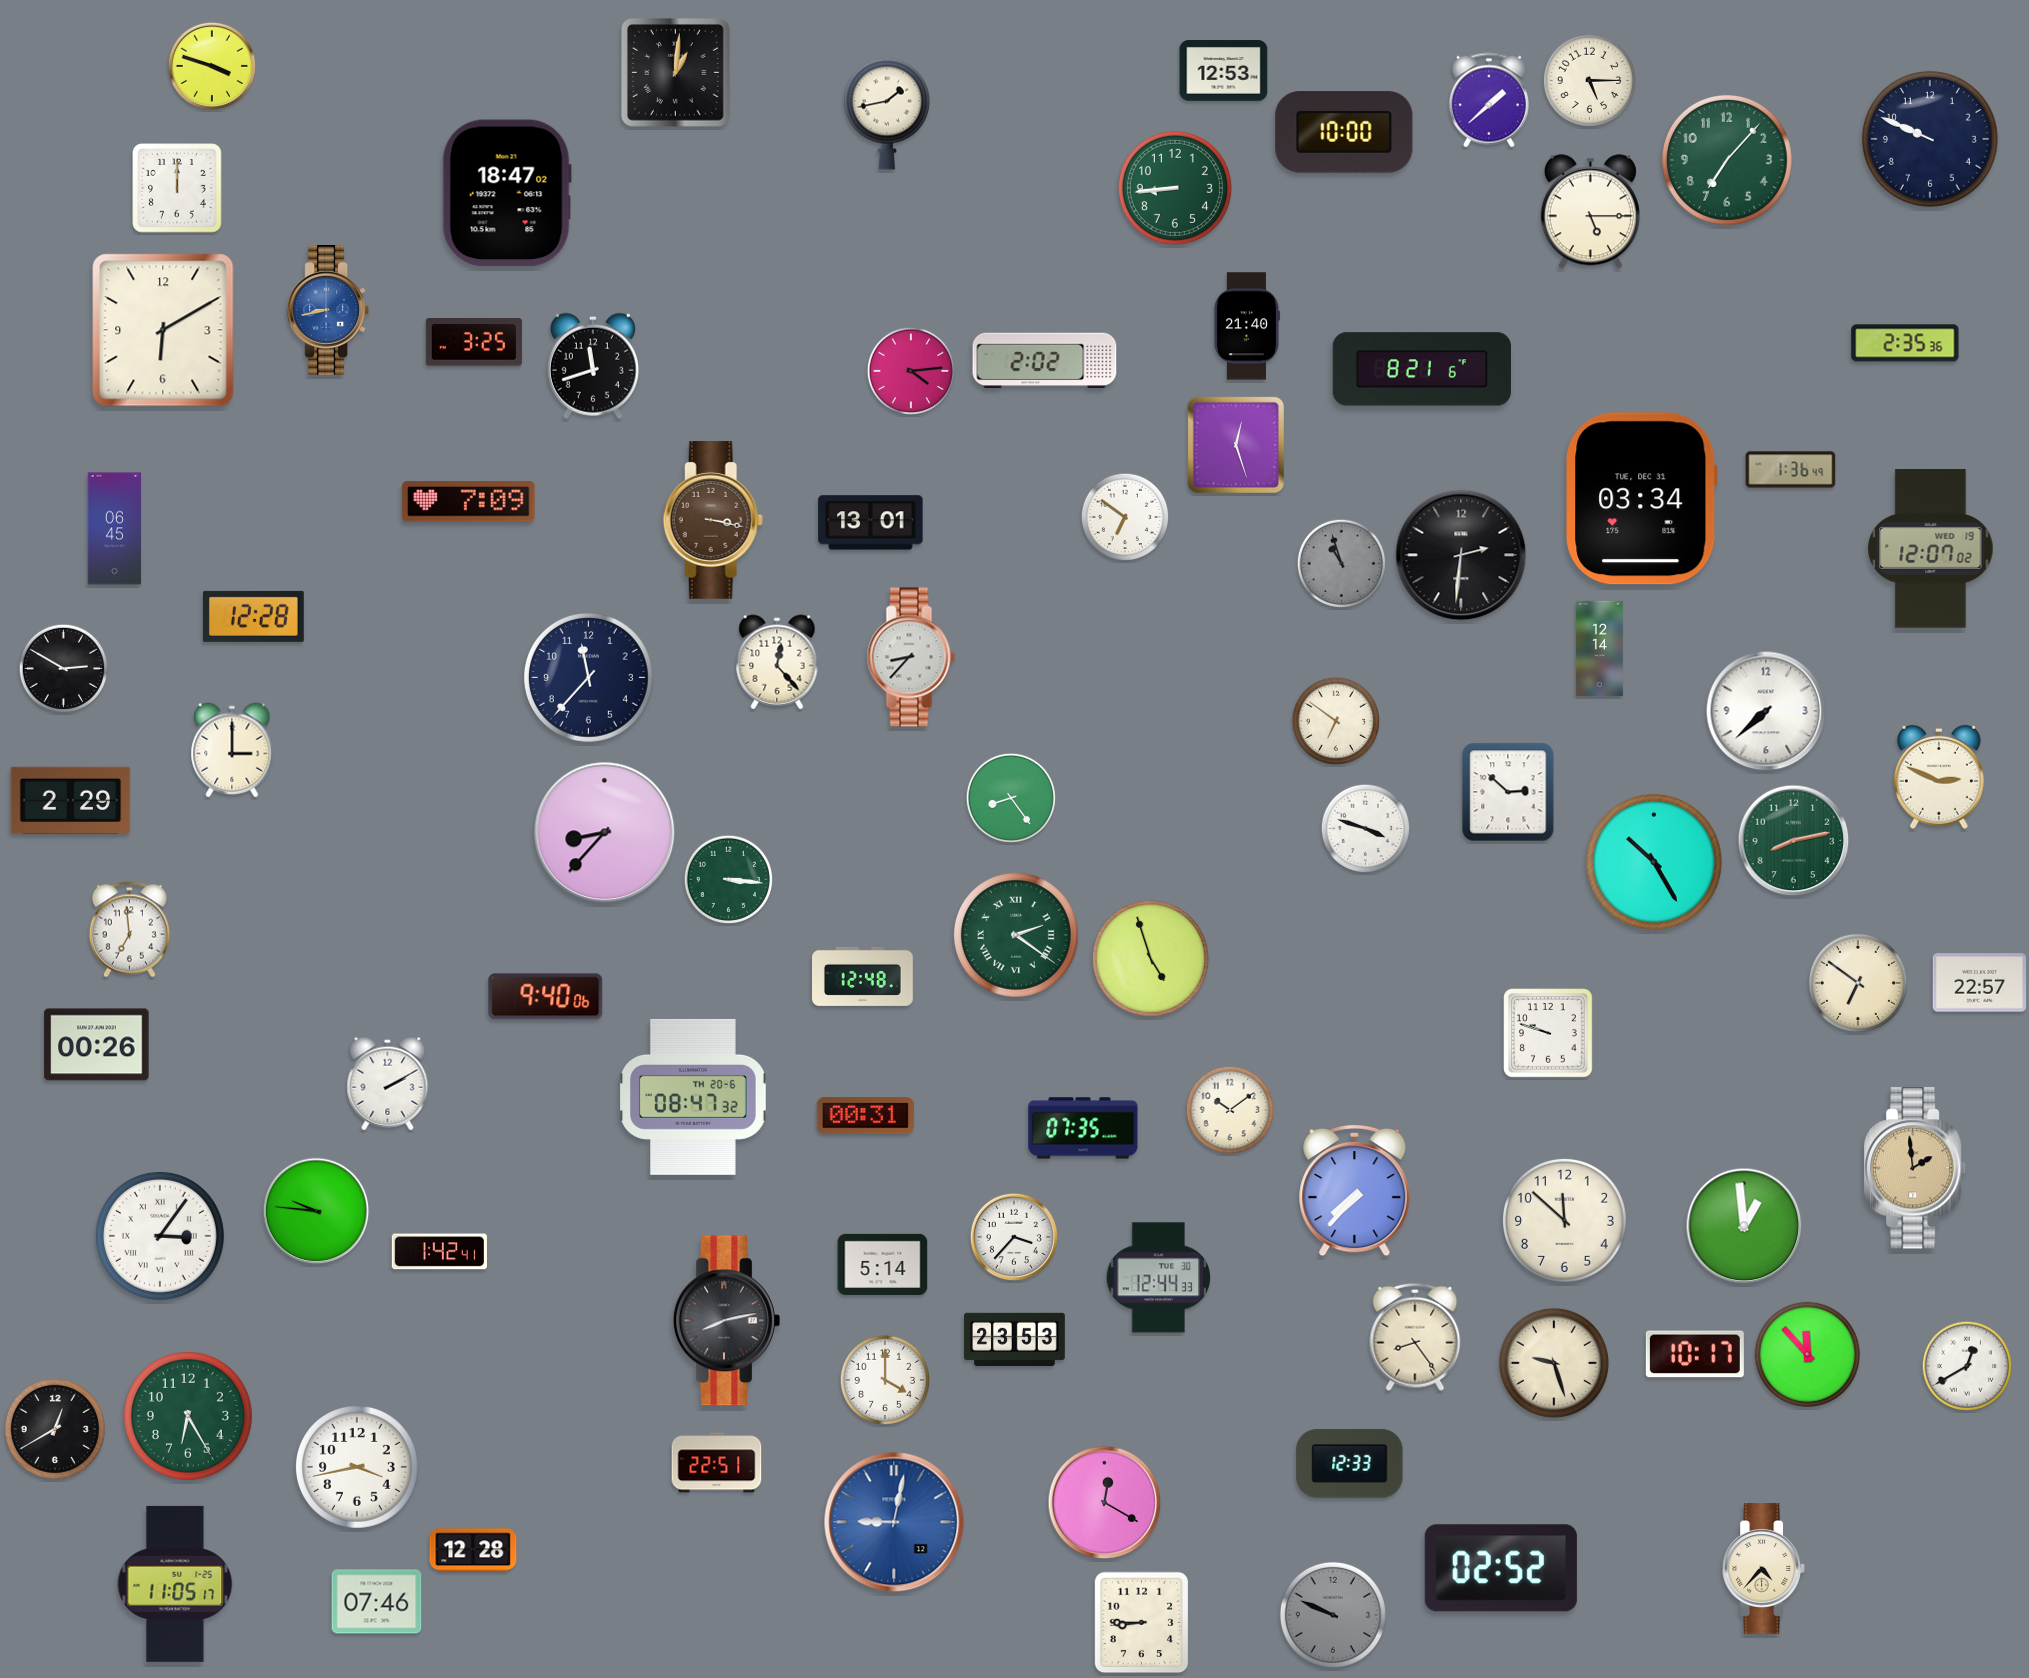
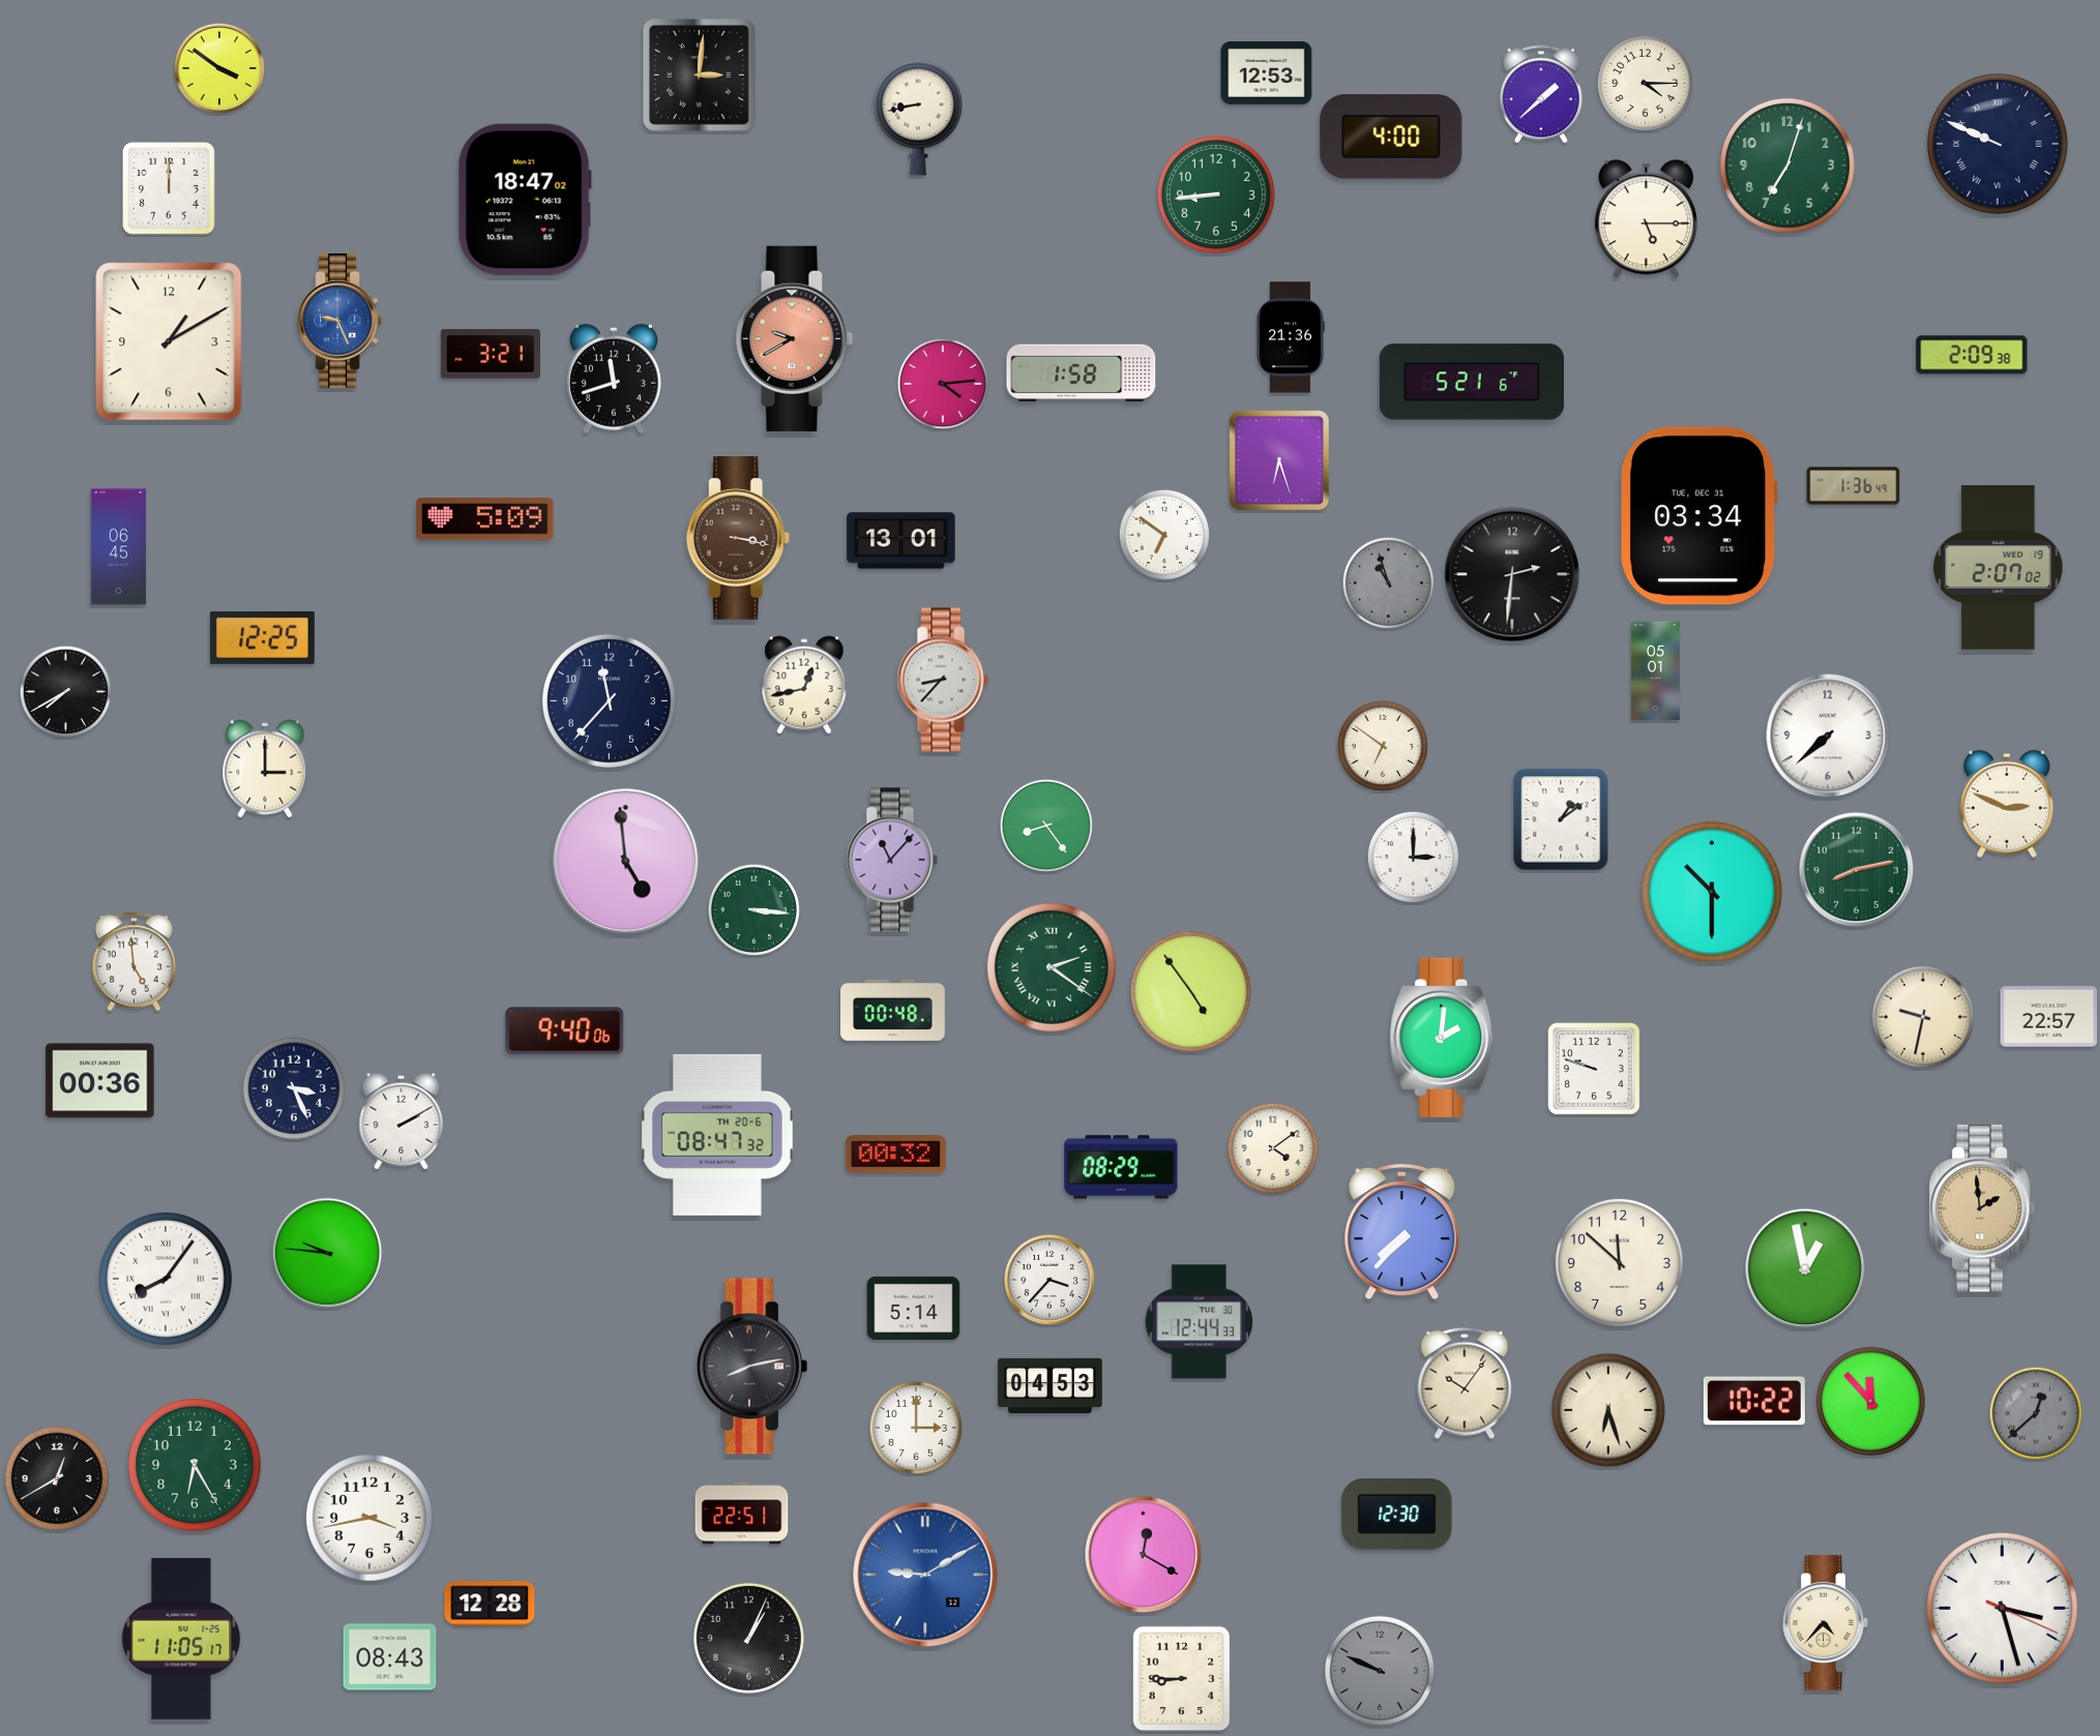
clock at (212, 66): 3:48 -> 3:51
clock at (676, 73): 1:01 -> 3:01
clock at (1589, 80): 5:15 -> 4:15
clock at (1489, 100) position: (1489, 100) -> (1541, 94)
clock at (887, 114): 1:43 -> 8:43
clock at (1344, 132): 10:00 -> 4:00
clock at (1930, 139) numerals: Arabic -> Roman
clock at (1727, 160): 7:07 -> 7:03
clock at (177, 188) position: (177, 188) -> (169, 188)
clock at (327, 311): 8:43 -> 9:26
clock at (1246, 326): 21:40 -> 21:36
clock at (795, 338): none -> 9:40
clock at (163, 330): 6:10 -> 1:10
clock at (474, 342): 3:25 -> 3:21
clock at (1905, 343): 2:35 -> 2:09
clock at (1045, 361): 2:02 -> 1:58
clock at (1422, 369): 8:21 -> 5:21
clock at (1236, 445): 12:27 -> 6:27
clock at (469, 502): 7:09 -> 5:09
clock at (1931, 549): 12:07 -> 2:07
clock at (253, 616): 12:28 -> 12:25
clock at (1599, 649): 12:14 -> 05:01
clock at (777, 662): 12:23 -> 12:43
clock at (63, 668): 2:50 -> 7:40
clock at (232, 750) position: (232, 750) -> (265, 769)
clock at (1508, 792): 2:52 -> 1:09
clock at (71, 801): 2:29 -> none
clock at (1365, 828): 3:48 -> 3:00
clock at (892, 860): none -> 11:07
clock at (605, 833): 8:37 -> 4:59
clock at (1654, 862): 10:25 -> 10:30
clock at (129, 930): 6:59 -> 4:59
clock at (1150, 958): 4:57 -> 4:54
clock at (863, 976): 12:48 -> 00:48
clock at (1858, 983): 6:51 -> 9:32
clock at (1442, 1038): none -> 2:01
clock at (1548, 1033) position: (1548, 1033) -> (1594, 1069)
clock at (97, 1045): 00:26 -> 00:36
clock at (294, 1088): none -> 3:26
clock at (1229, 1109): 10:09 -> 4:09
clock at (865, 1116): 00:31 -> 00:32
clock at (1083, 1128): 07:35 -> 08:29
clock at (1744, 1226): 12:59 -> 12:58
clock at (160, 1236): 3:06 -> 8:06
clock at (439, 1252): 1:42 -> none
clock at (1415, 1337): 8:24 -> 10:06
clock at (1015, 1339): 23:53 -> 04:53
clock at (1695, 1354): 10:17 -> 10:22
clock at (1554, 1363): 9:27 -> 6:27
clock at (1966, 1365): 12:40 -> 12:38
clock at (1966, 1365) dial: white -> grey
clock at (884, 1379): 4:00 -> 3:00
clock at (1350, 1464): 12:33 -> 12:30
clock at (894, 1522): 9:02 -> 9:10
clock at (2003, 1609): none -> 3:27
clock at (1501, 1568): 02:52 -> none
clock at (748, 1638): none -> 1:04
clock at (377, 1602): 07:46 -> 08:43
